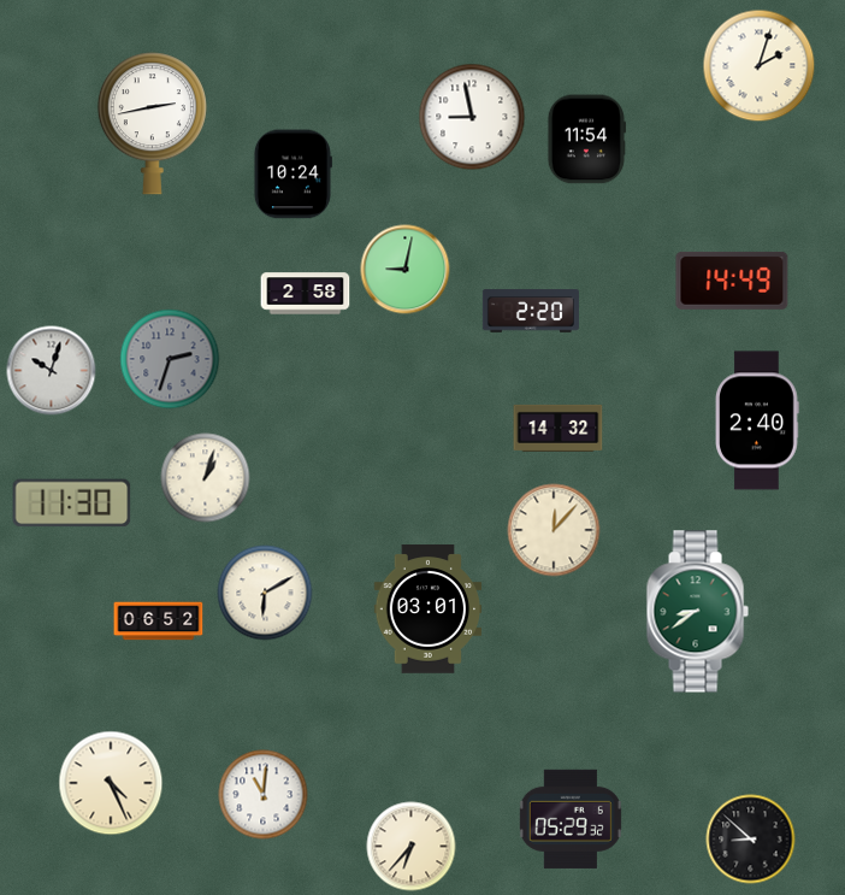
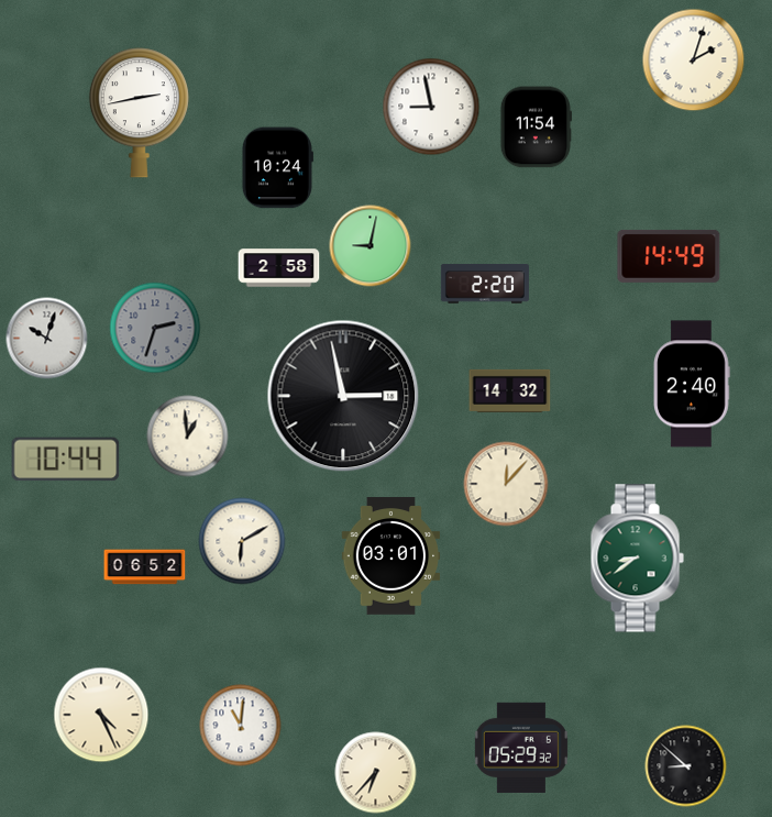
clock at (292, 175) position: (292, 175) -> (277, 168)
clock at (343, 396): none -> 2:58
clock at (206, 478): 1:03 -> 12:59
clock at (72, 504): 11:30 -> 10:44
